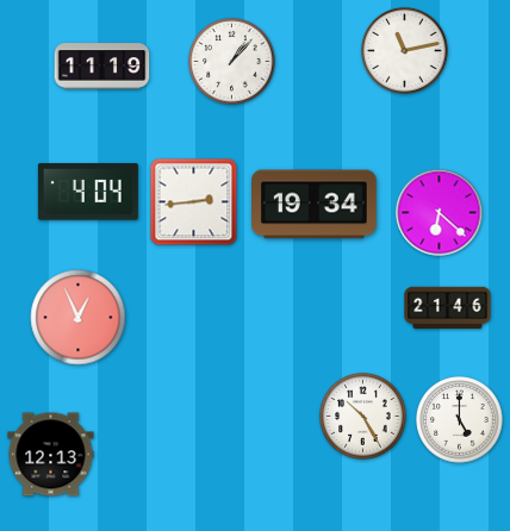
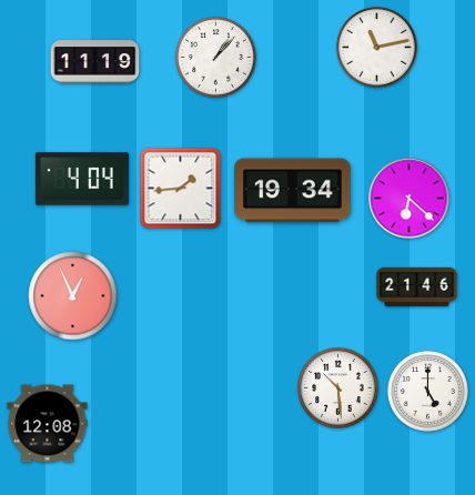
clock at (194, 202): 2:44 -> 1:44
clock at (363, 417): 10:25 -> 10:29
clock at (51, 455): 12:13 -> 12:08
